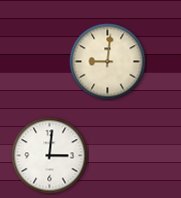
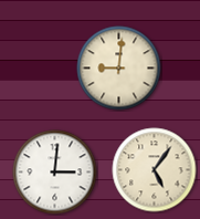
clock at (155, 170): none -> 5:06
